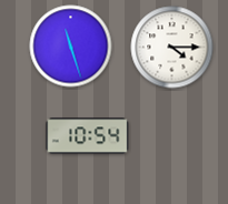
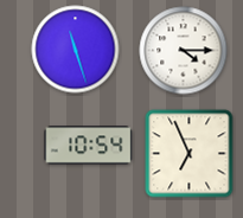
clock at (88, 136) position: (88, 136) -> (89, 146)
clock at (190, 154): none -> 6:56
